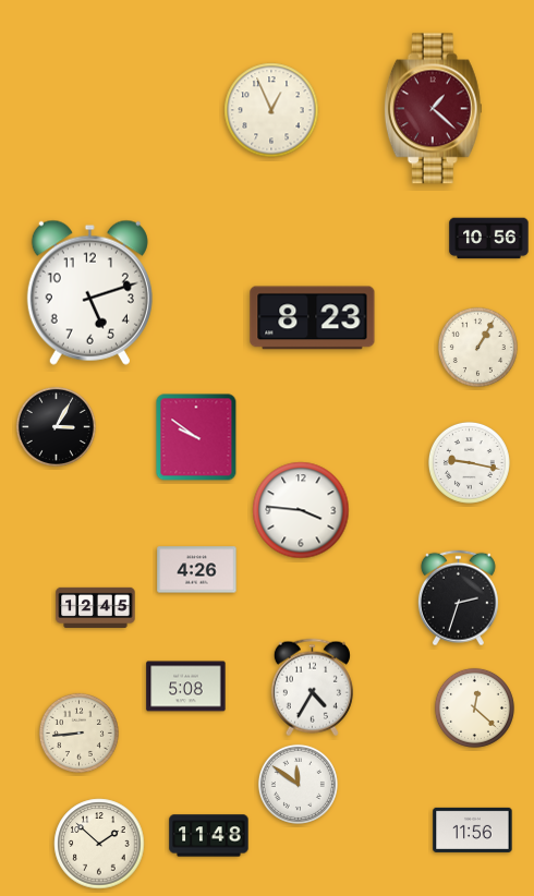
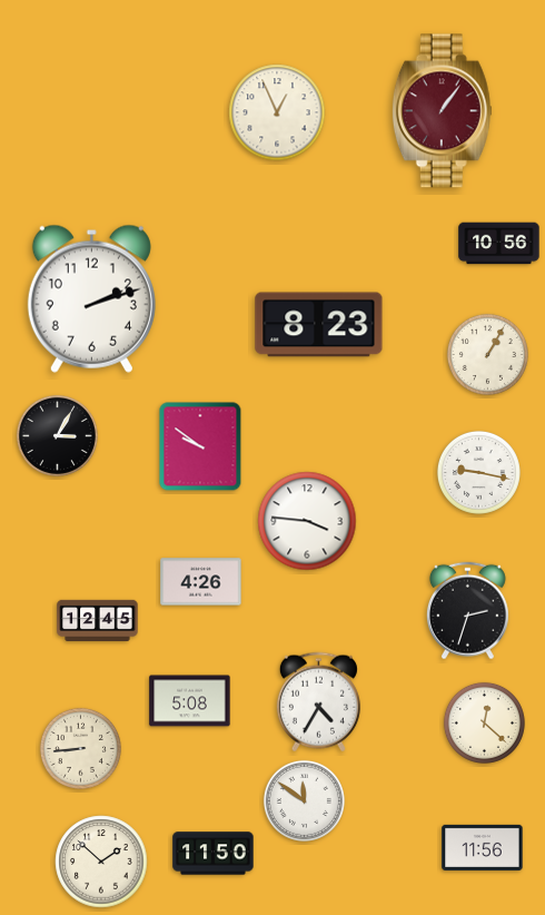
clock at (433, 109): 1:22 -> 1:06
clock at (89, 292): 5:12 -> 2:12
clock at (209, 836): 11:48 -> 11:50
